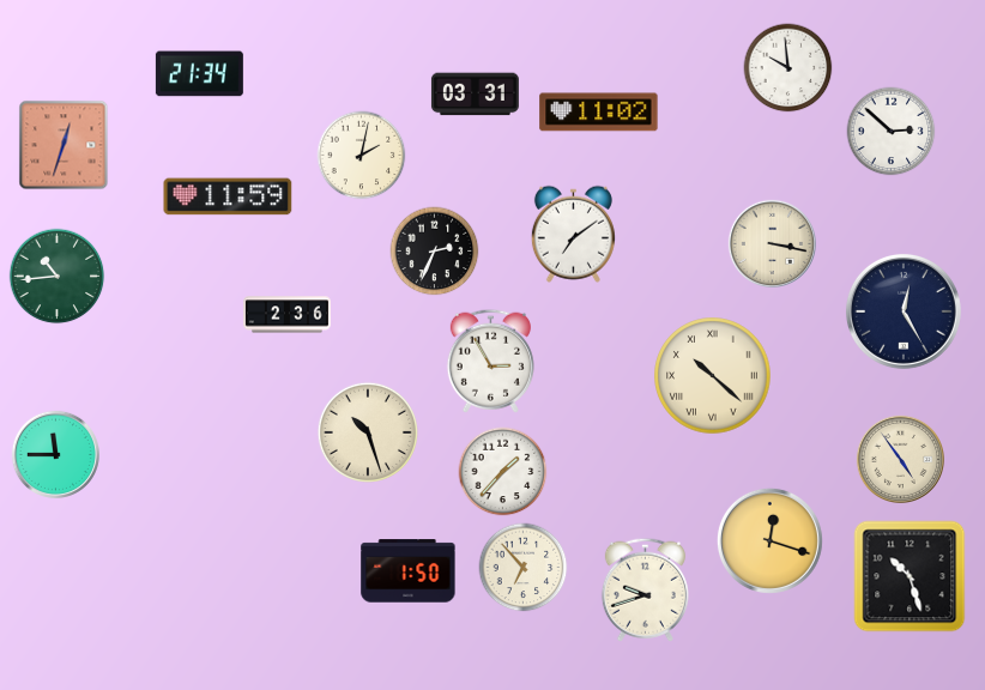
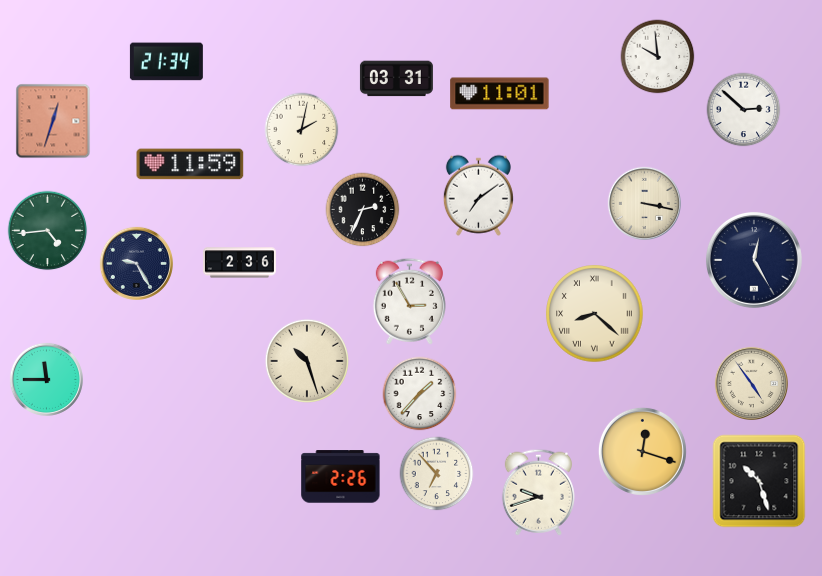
clock at (599, 113): 11:02 -> 11:01
clock at (58, 277): 10:44 -> 4:44
clock at (136, 263): none -> 9:25
clock at (713, 376): 10:22 -> 8:22
clock at (409, 571): 1:50 -> 2:26
